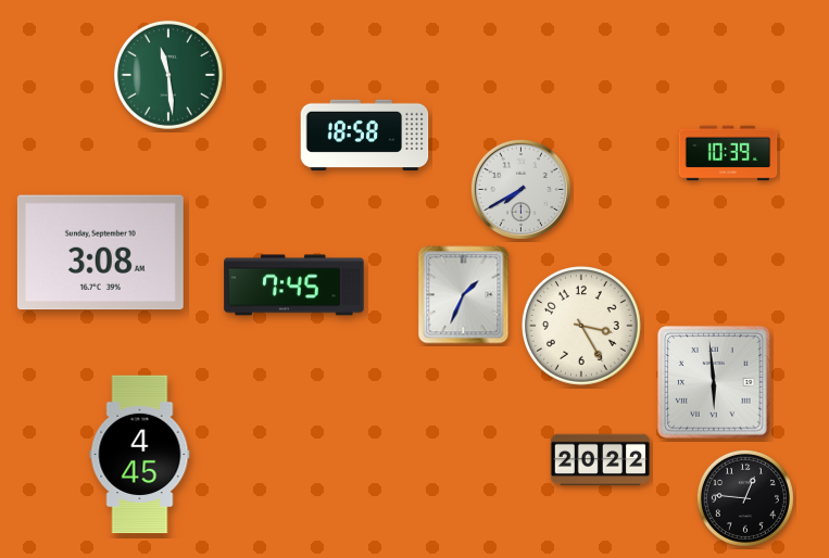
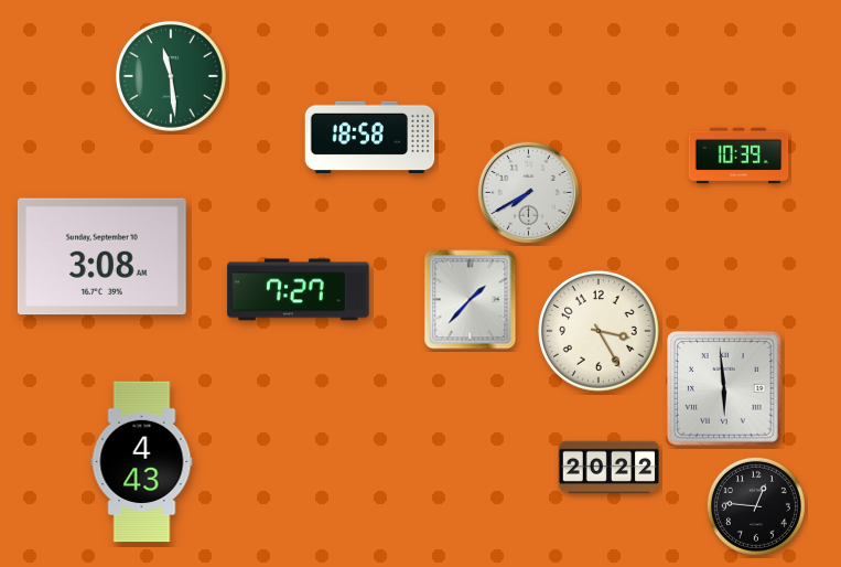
clock at (294, 286): 7:45 -> 7:27
clock at (464, 295): 1:34 -> 1:37
clock at (582, 327) position: (582, 327) -> (600, 332)
clock at (140, 455): 4:45 -> 4:43
